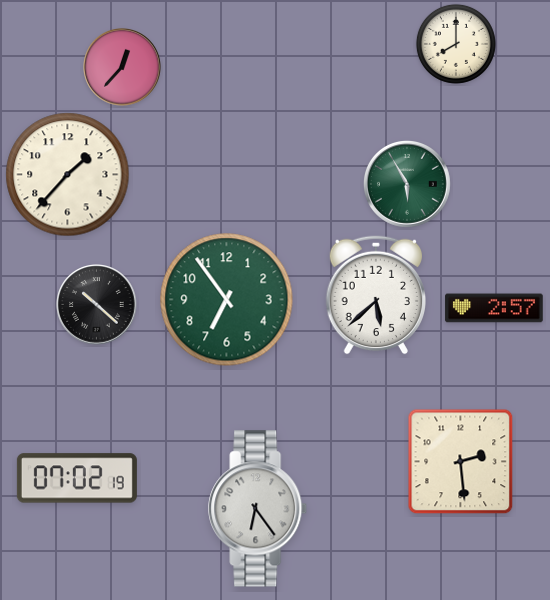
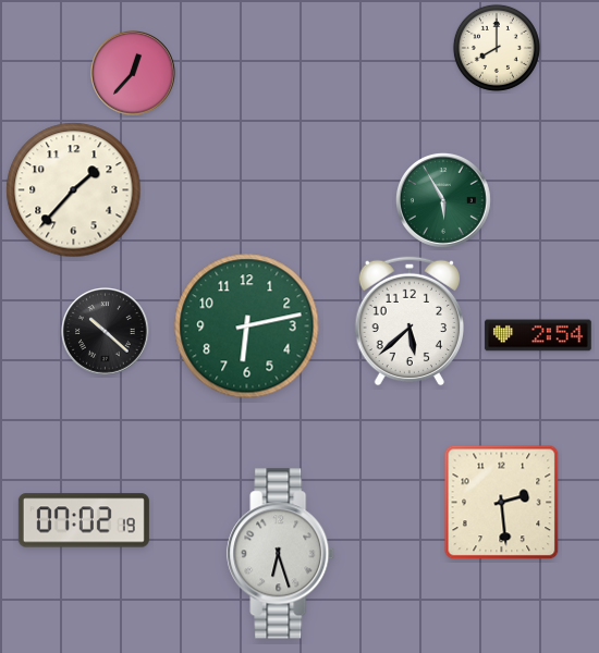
clock at (227, 300): 6:54 -> 6:13
clock at (494, 308): 2:57 -> 2:54
clock at (258, 509): 6:24 -> 6:27
